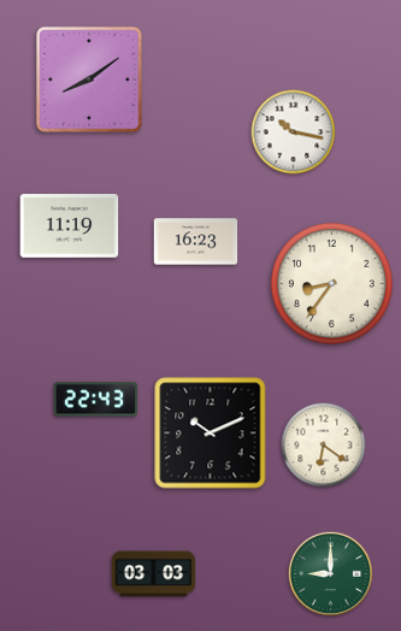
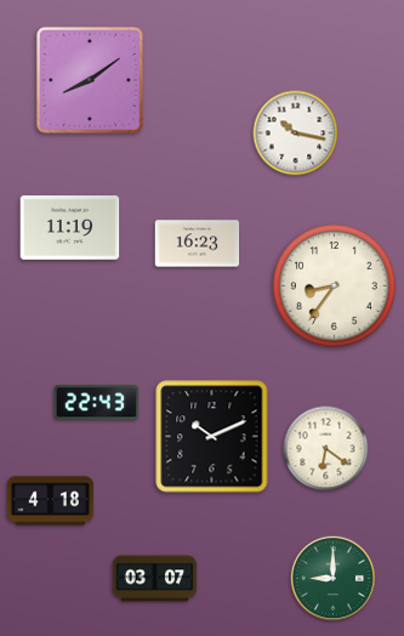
clock at (50, 501): none -> 4:18
clock at (154, 574): 03:03 -> 03:07
